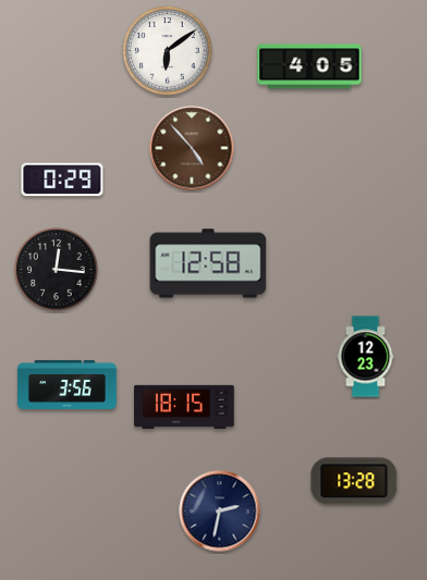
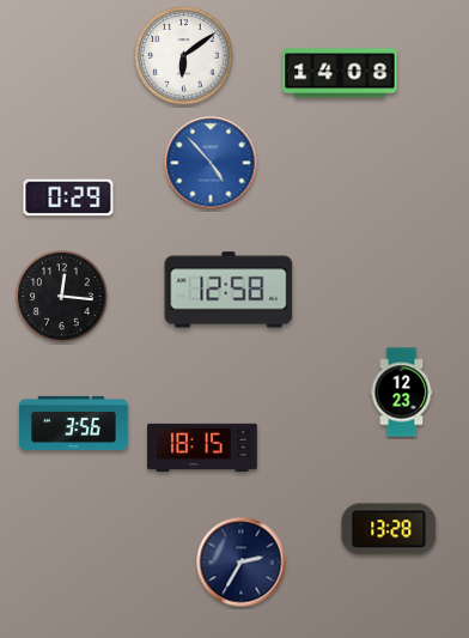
clock at (309, 66): 4:05 -> 14:08
clock at (192, 148) dial: brown -> blue
clock at (220, 511): 2:32 -> 2:35
